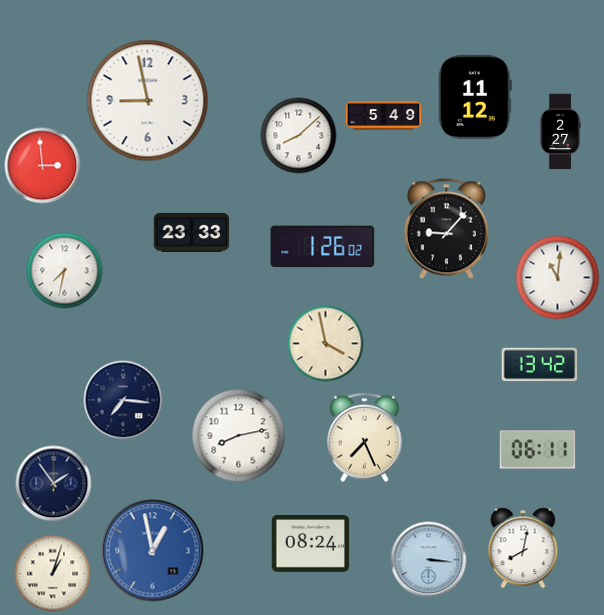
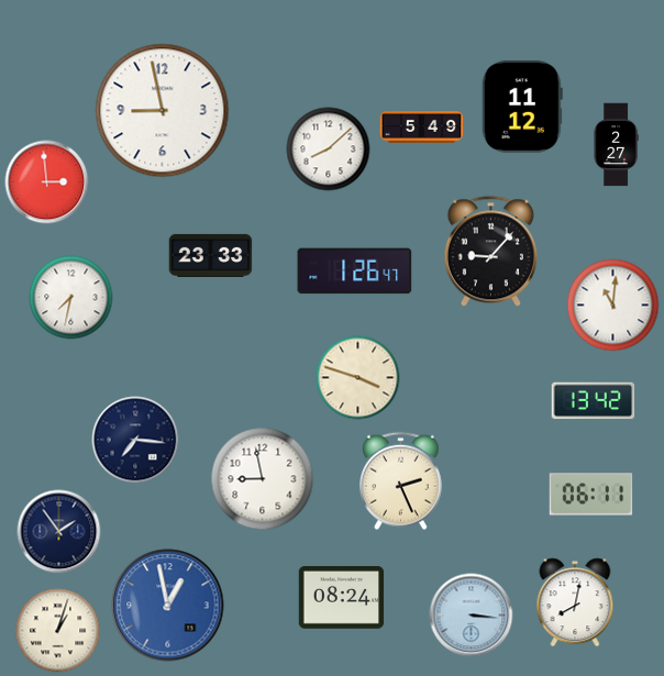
clock at (323, 247): 1:26:02 -> 1:26:47
clock at (326, 344): 3:58 -> 3:48
clock at (239, 436): 8:13 -> 8:58
clock at (364, 438): 7:26 -> 2:26
